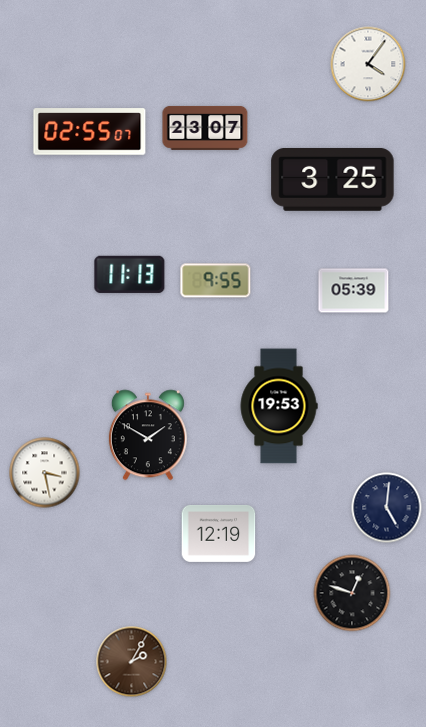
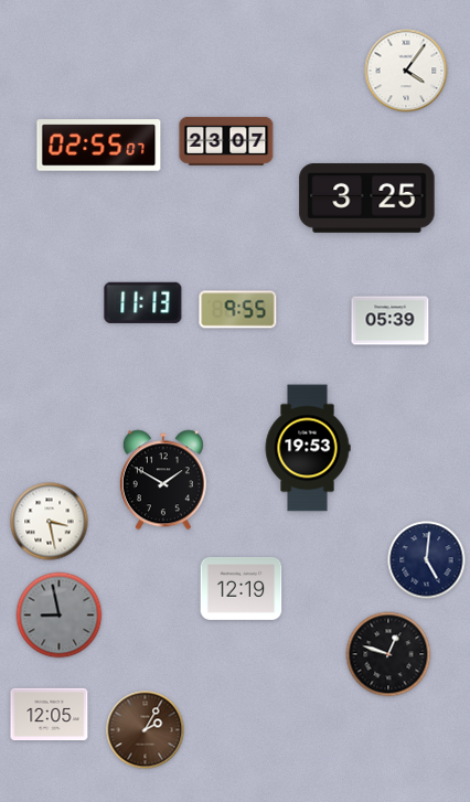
clock at (60, 616): none -> 8:58
clock at (50, 715): none -> 12:05
